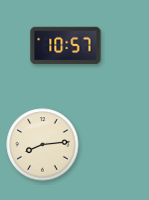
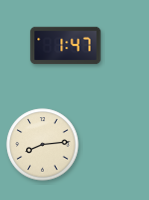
clock at (66, 46): 10:57 -> 1:47
